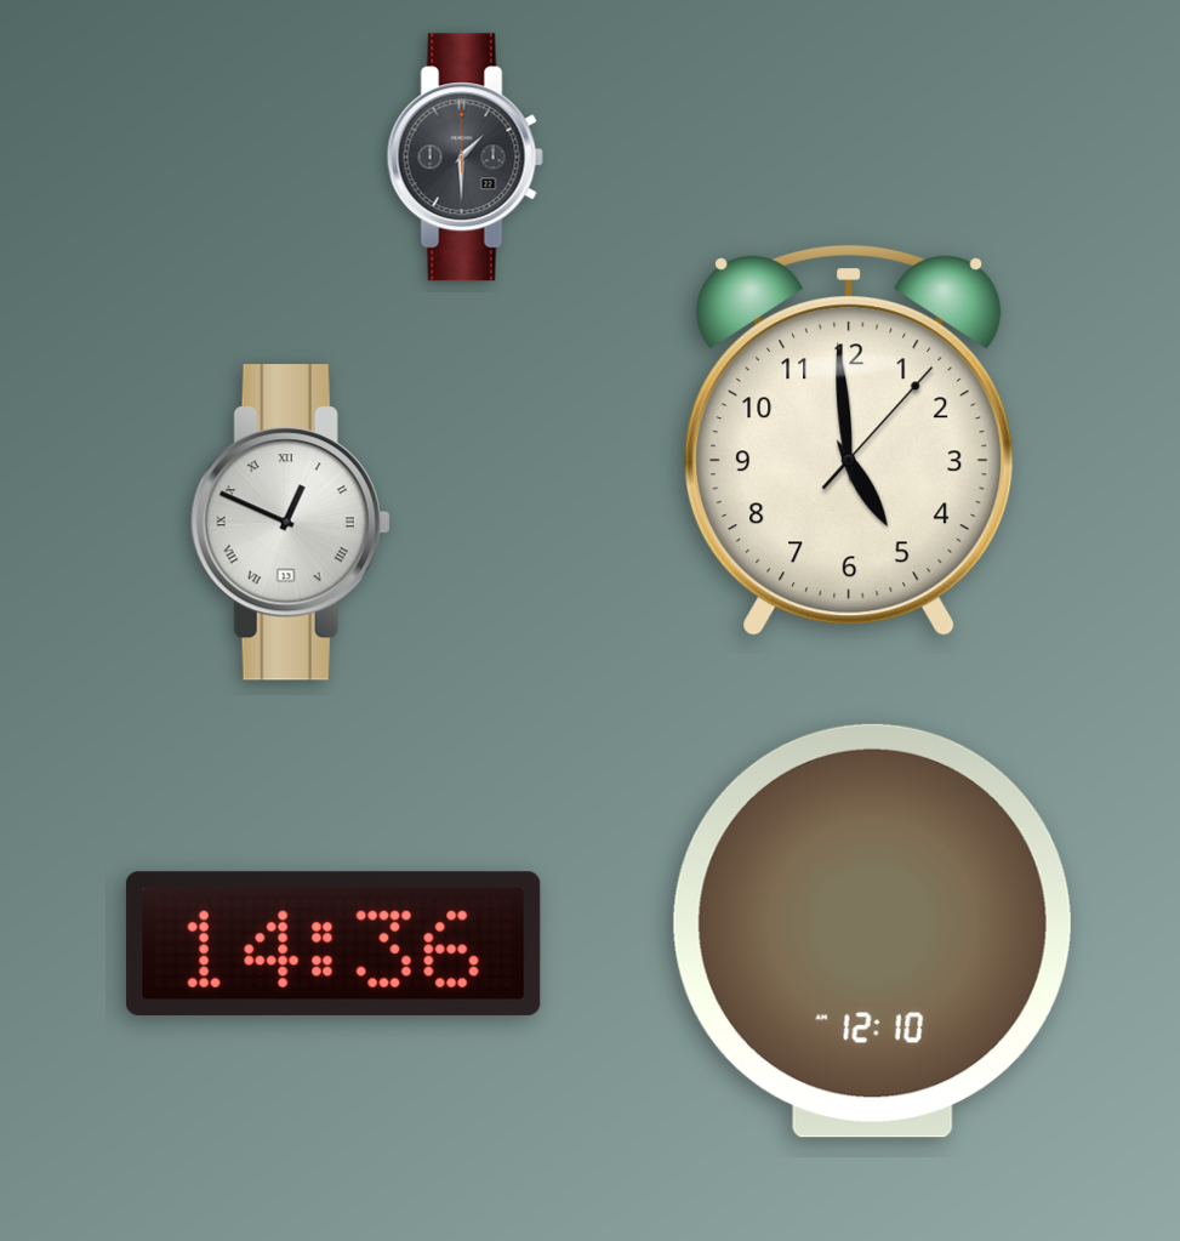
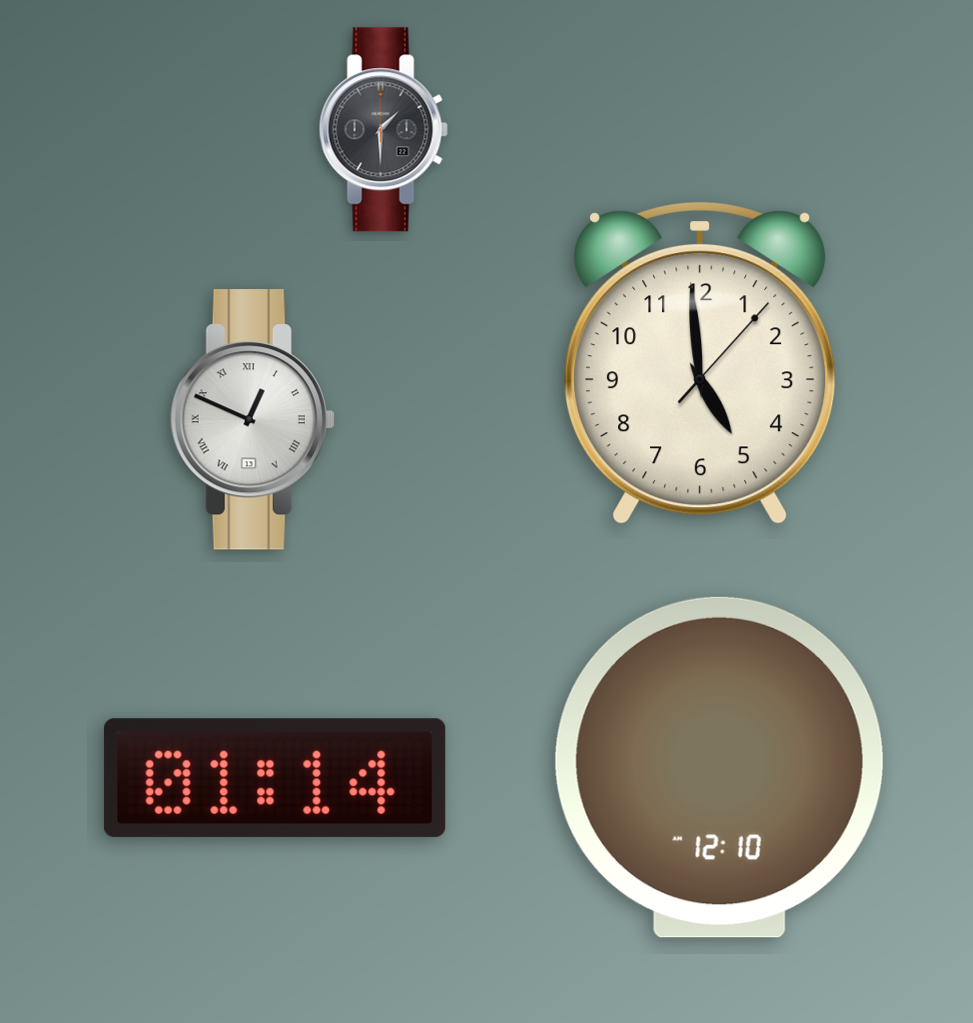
clock at (290, 523) position: (290, 523) -> (252, 420)
clock at (334, 944): 14:36 -> 01:14
